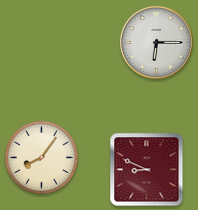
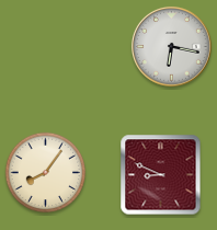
clock at (156, 42): 6:15 -> 6:17
clock at (147, 170) position: (147, 170) -> (161, 175)
